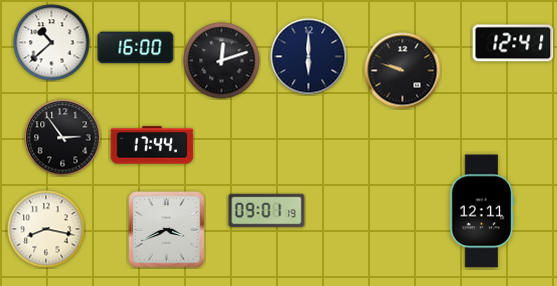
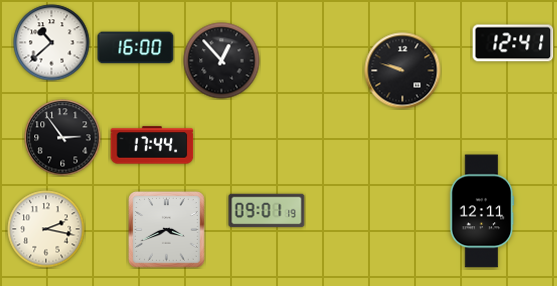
clock at (309, 57): 6:00 -> none
clock at (222, 61): 12:12 -> 12:53
clock at (46, 229): 8:17 -> 2:17
